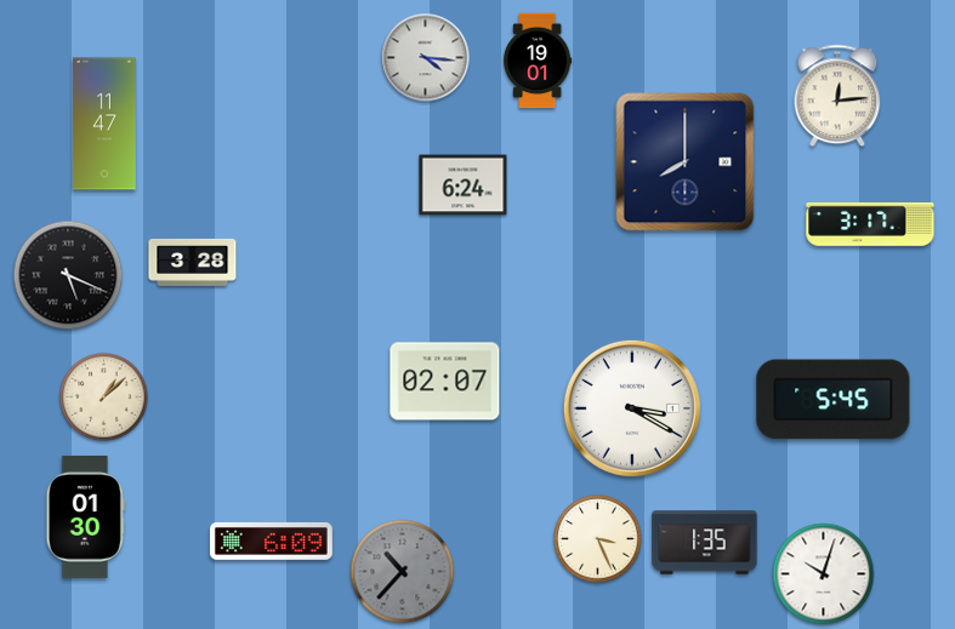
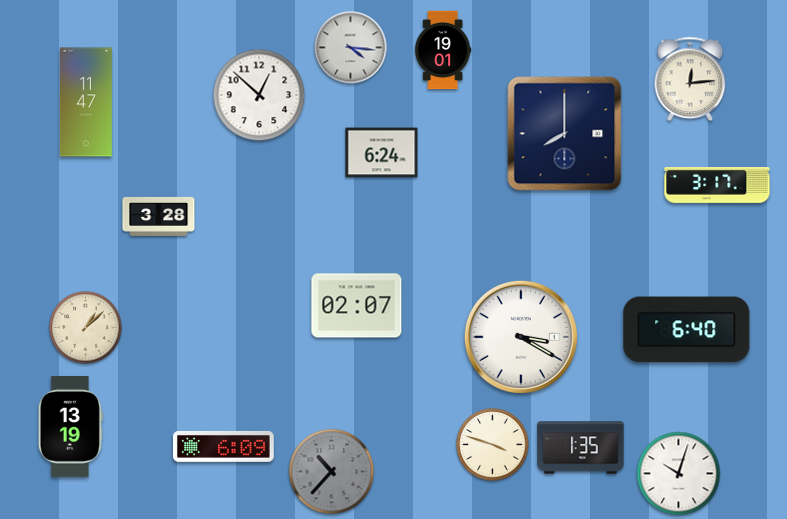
clock at (259, 95): none -> 12:52
clock at (68, 275): 5:19 -> none
clock at (445, 382) position: (445, 382) -> (357, 306)
clock at (834, 400): 5:45 -> 6:40
clock at (85, 516): 01:30 -> 13:19
clock at (598, 539): 3:26 -> 3:48
